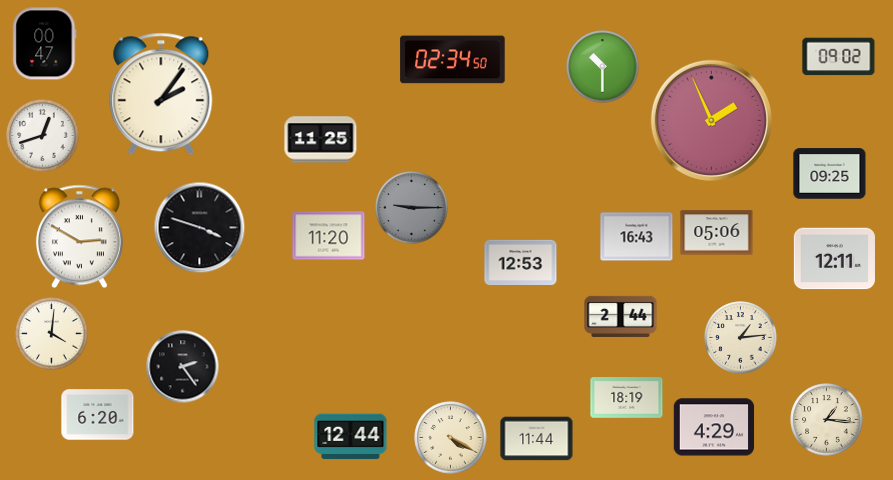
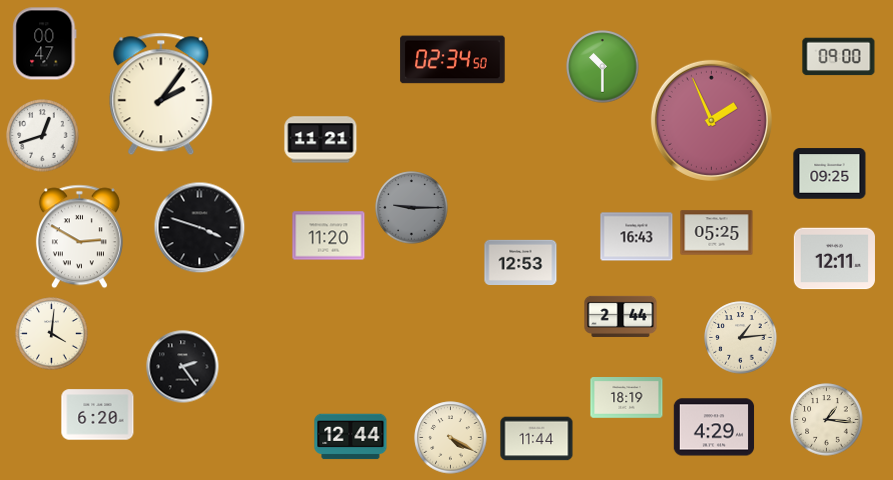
clock at (839, 57): 09:02 -> 09:00
clock at (321, 140): 11:25 -> 11:21
clock at (717, 233): 05:06 -> 05:25
